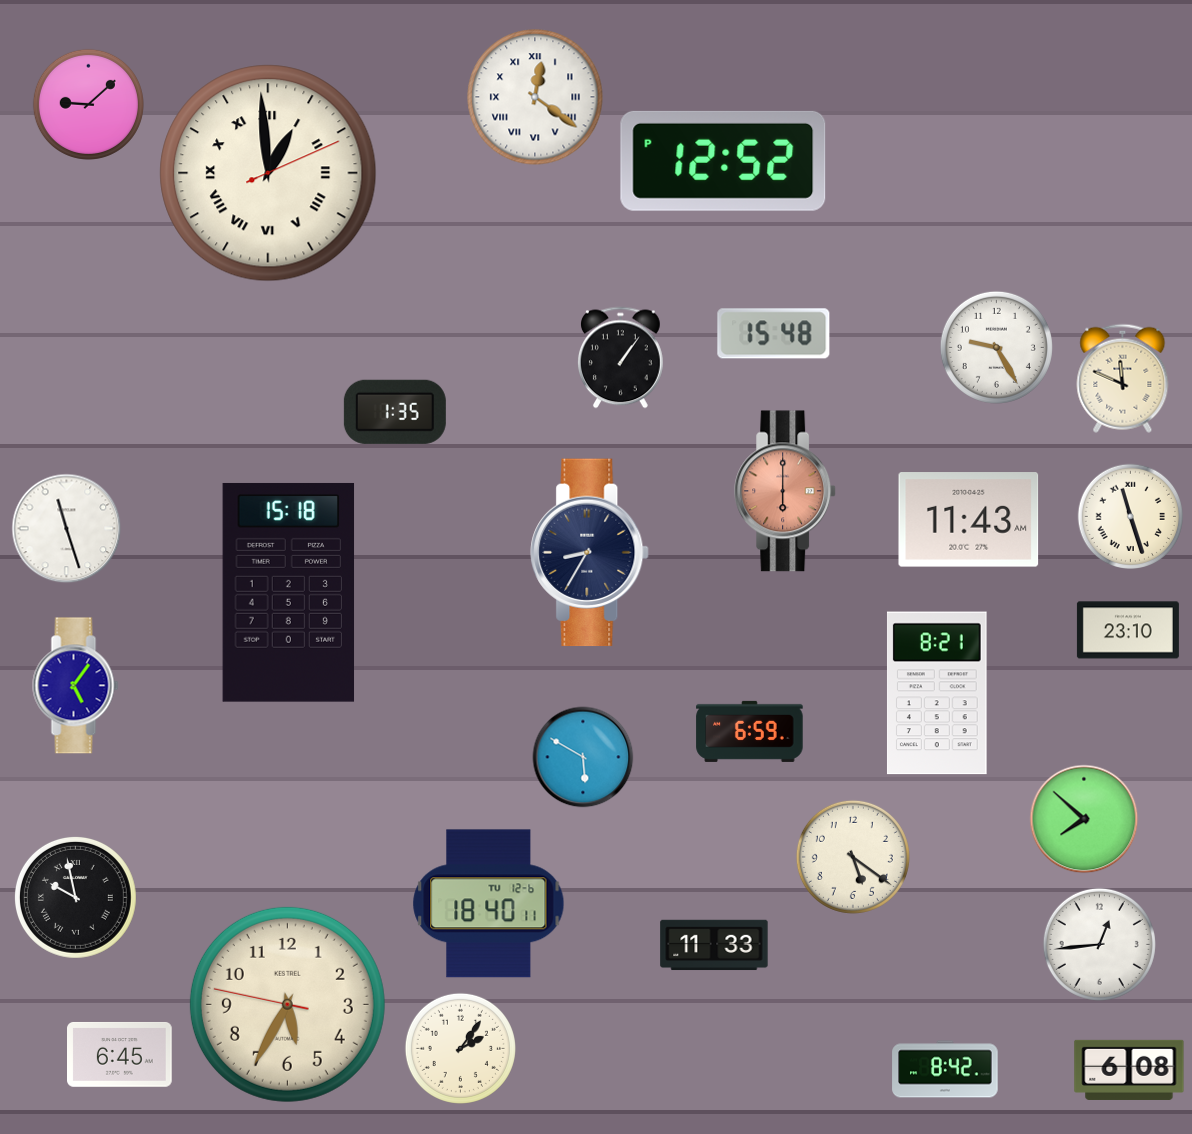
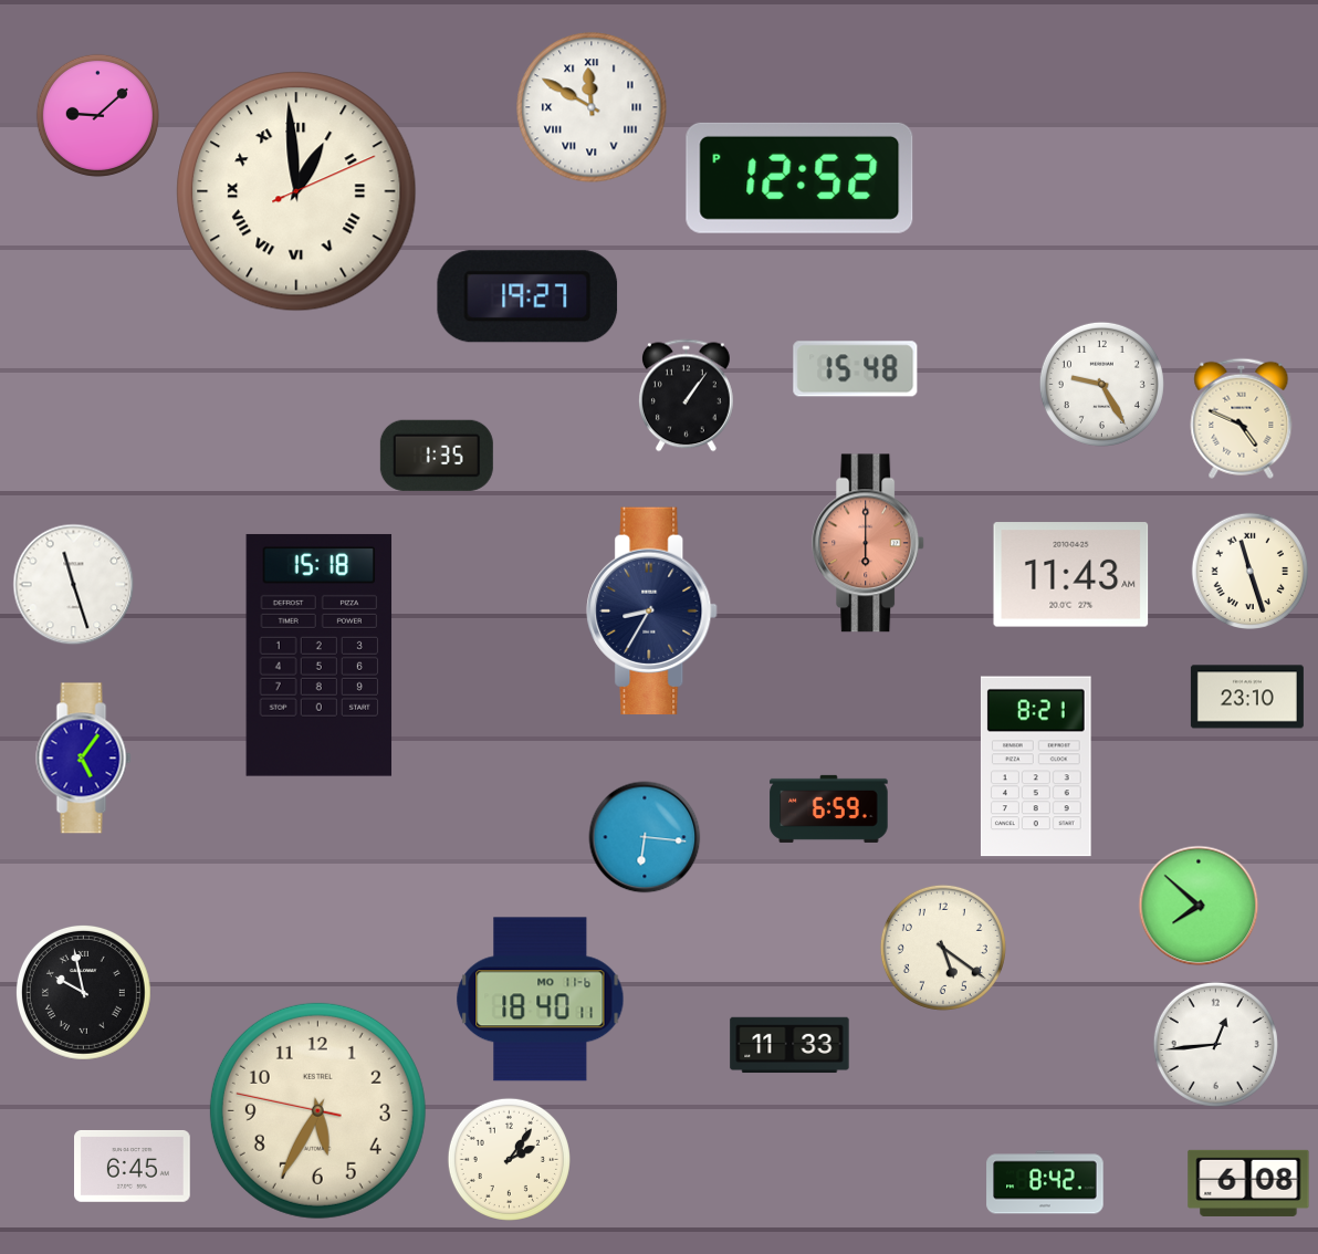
clock at (535, 97): 12:21 -> 11:50
clock at (527, 296): none -> 19:27
clock at (1123, 378): 11:49 -> 4:49
clock at (583, 757): 5:50 -> 6:16
clock at (489, 904) date: TU 12-6 -> MO 11-6
